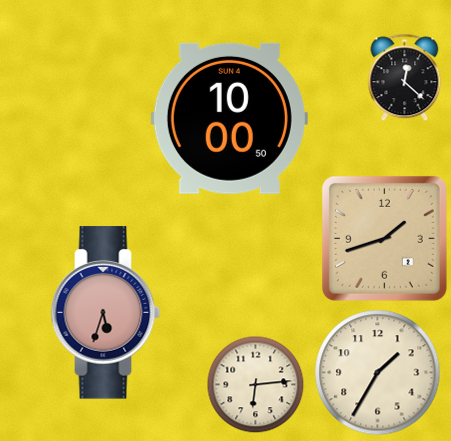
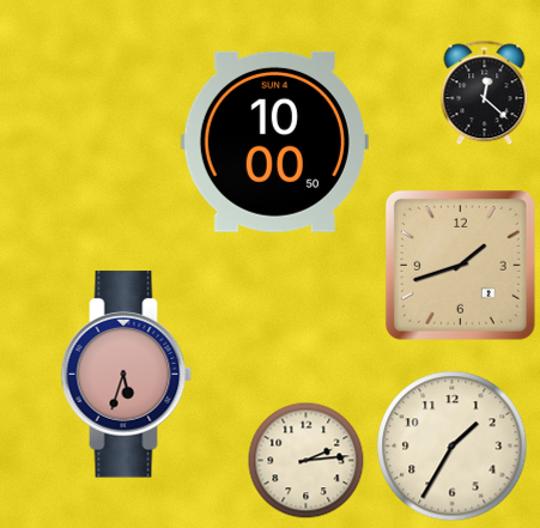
clock at (384, 238) position: (384, 238) -> (460, 265)
clock at (255, 384): 6:14 -> 2:14
